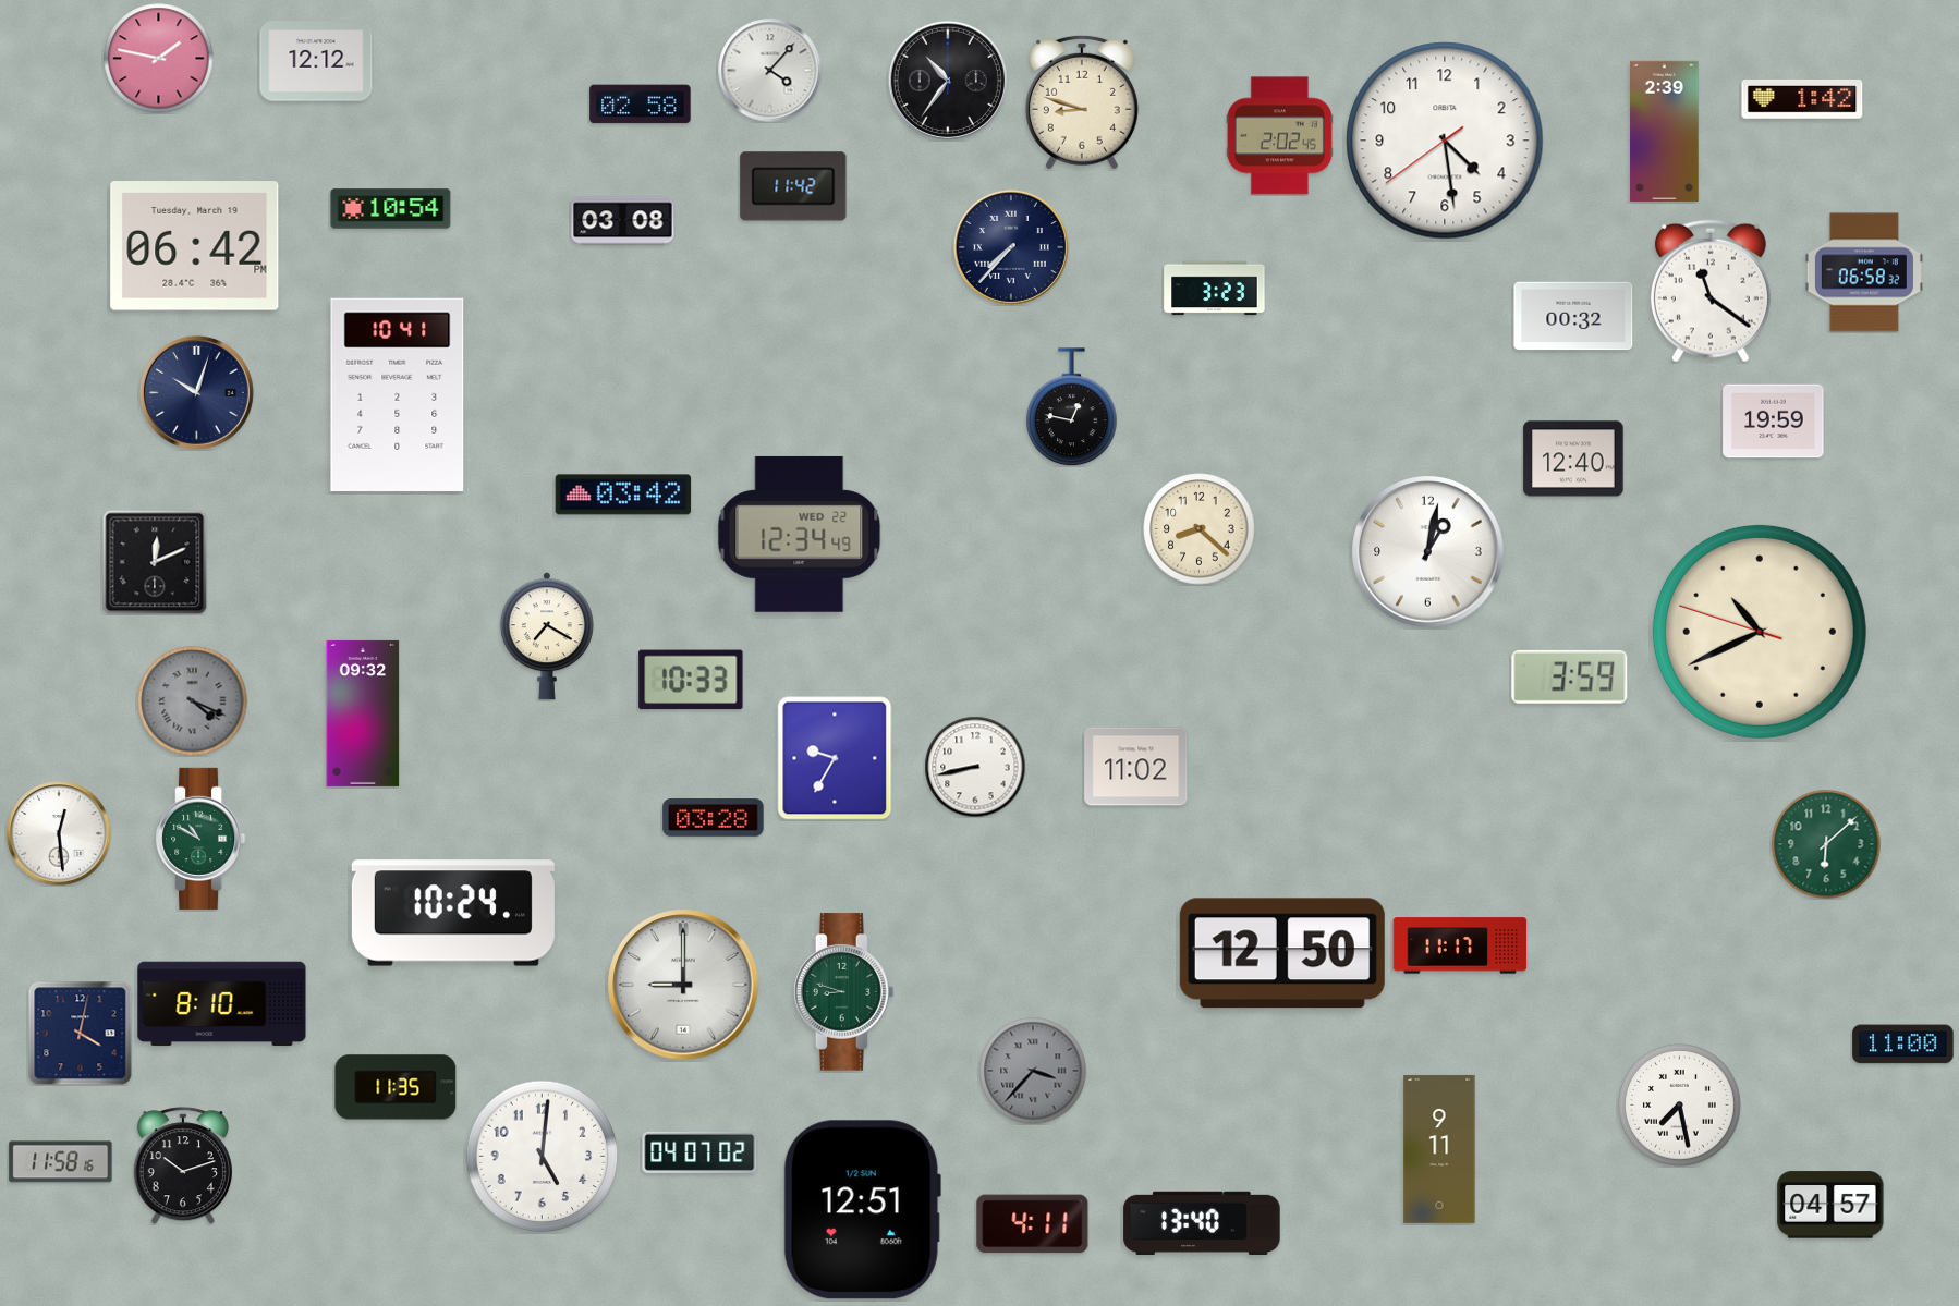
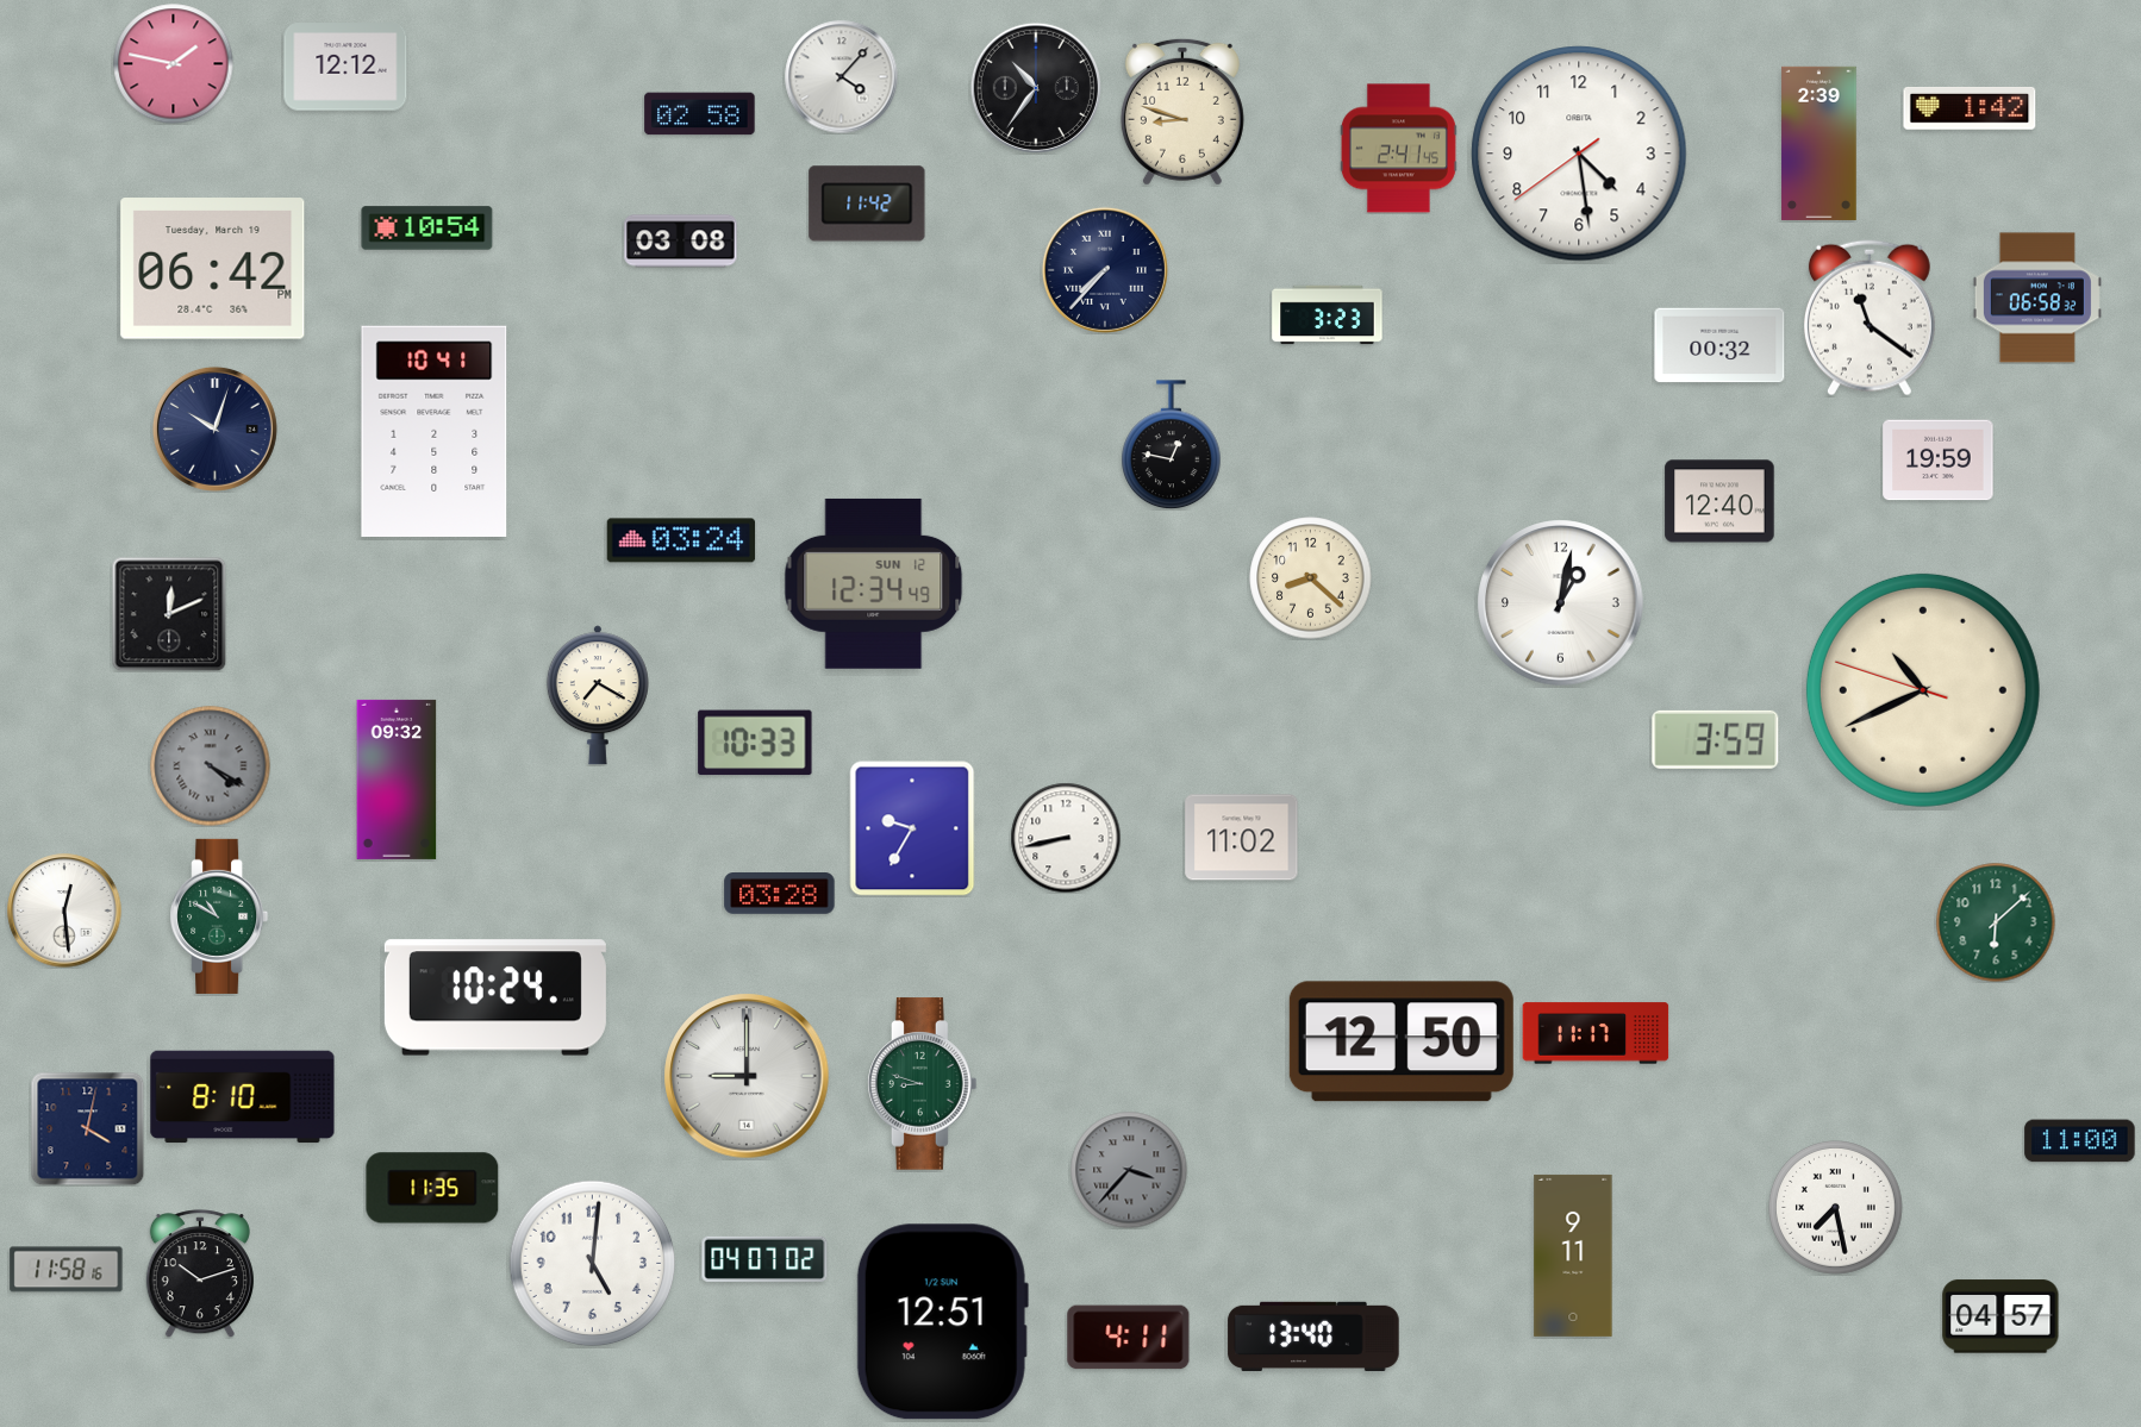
clock at (1279, 136): 2:02 -> 2:41
clock at (623, 495): 03:42 -> 03:24
clock at (800, 534) date: WED 22 -> SUN 12
clock at (193, 701): 4:19 -> 4:20
